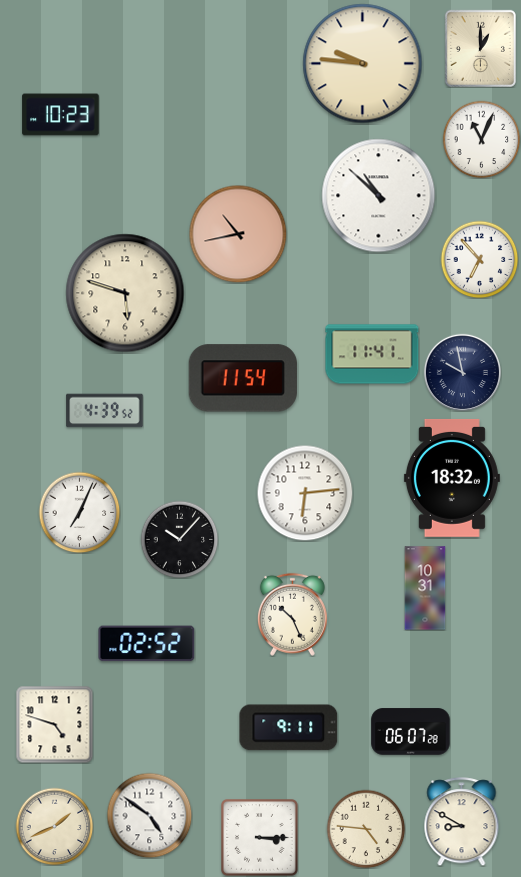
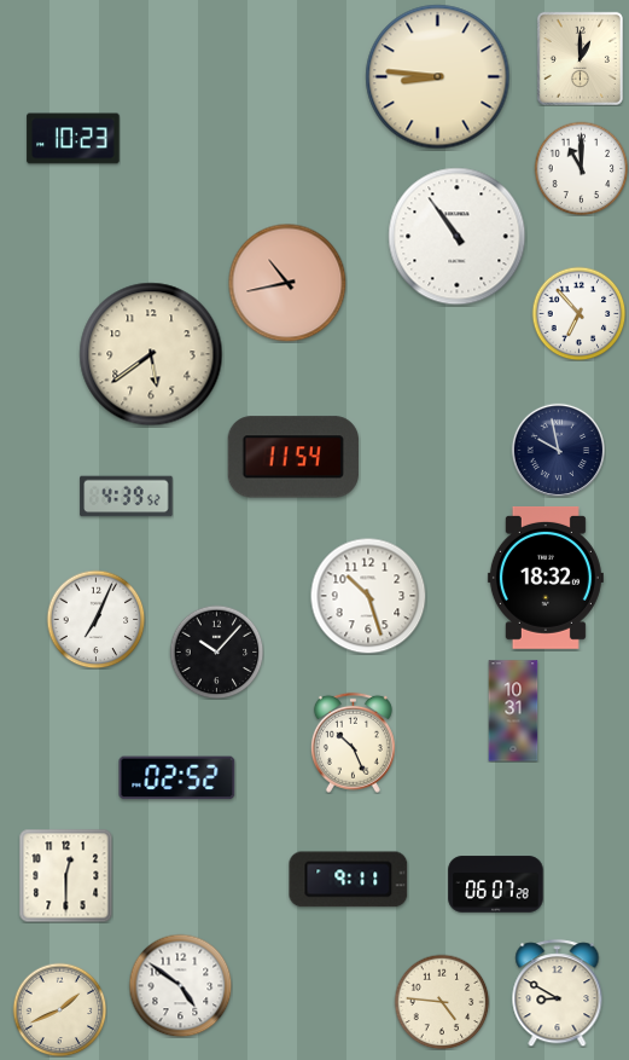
clock at (363, 64): 9:46 -> 8:46
clock at (481, 139): 11:04 -> 11:00
clock at (379, 196): 10:52 -> 10:54
clock at (125, 293): 5:48 -> 5:39
clock at (372, 354): 11:41 -> none
clock at (305, 493): 6:14 -> 10:27
clock at (54, 724): 4:48 -> 12:30
clock at (54, 826) position: (54, 826) -> (59, 1009)
clock at (260, 838): 3:15 -> none
